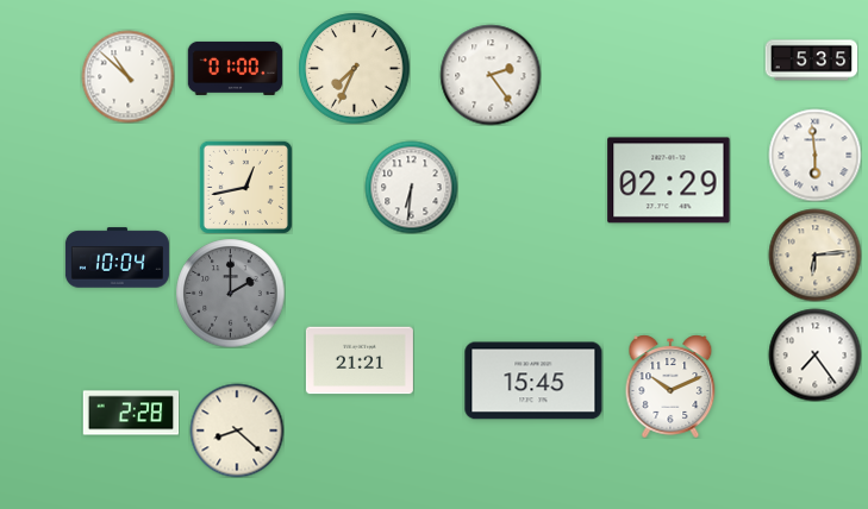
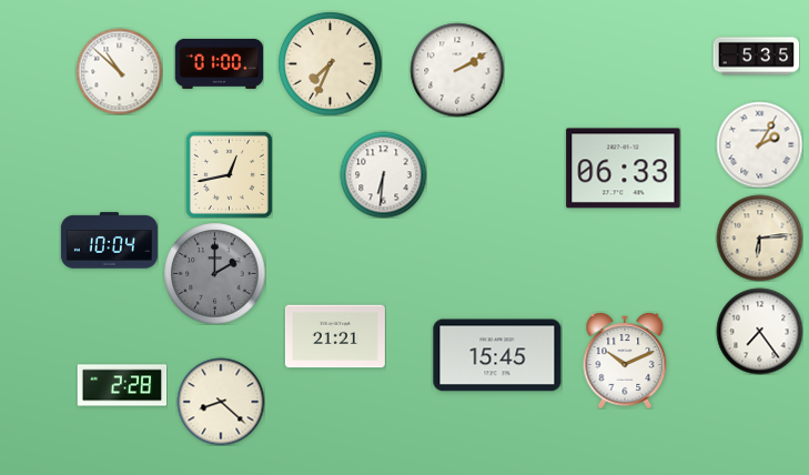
clock at (491, 75): 2:24 -> 2:10
clock at (814, 155): 5:59 -> 2:05
clock at (669, 181): 02:29 -> 06:33
